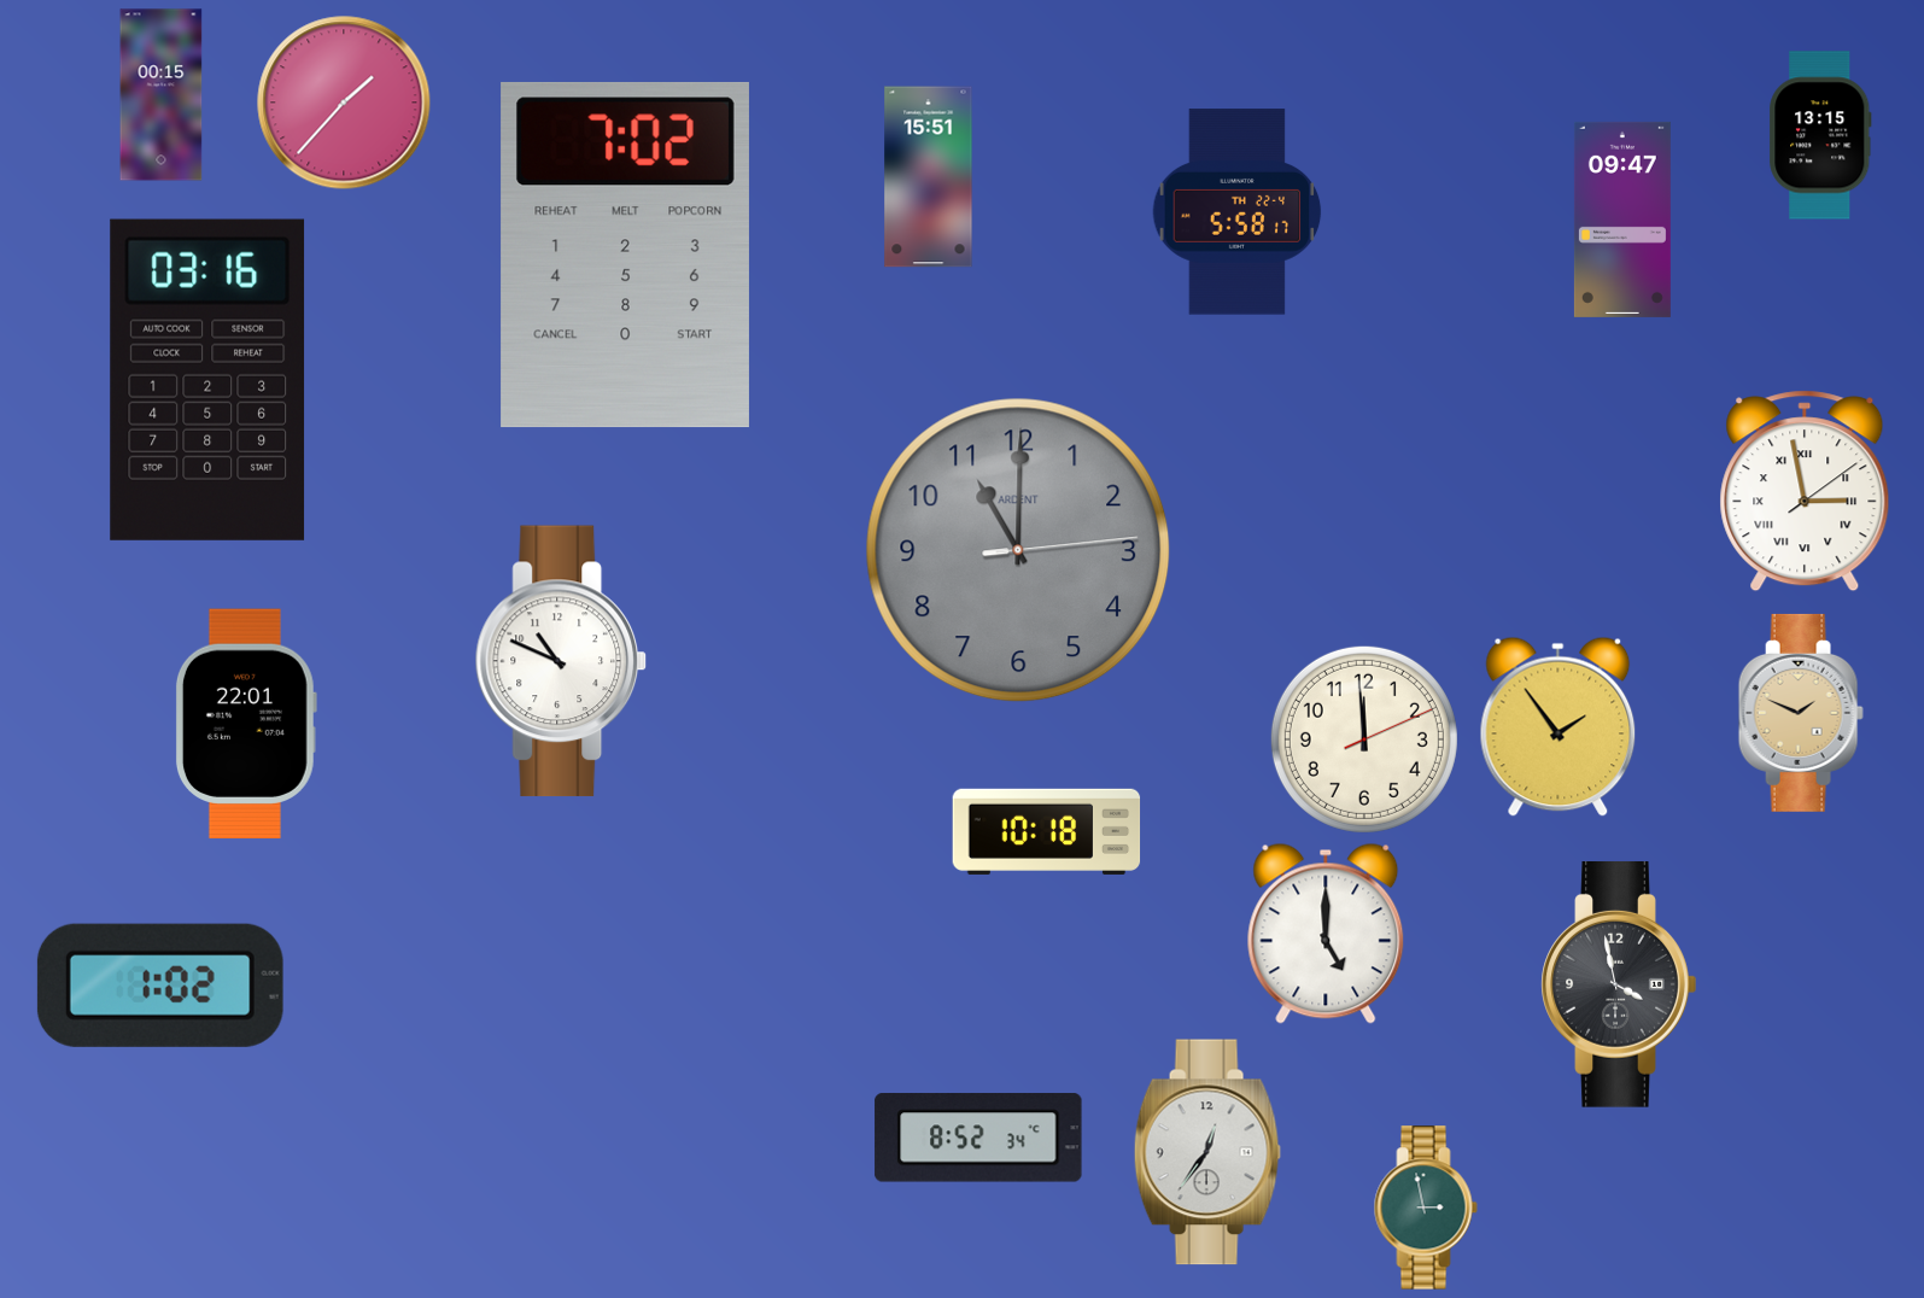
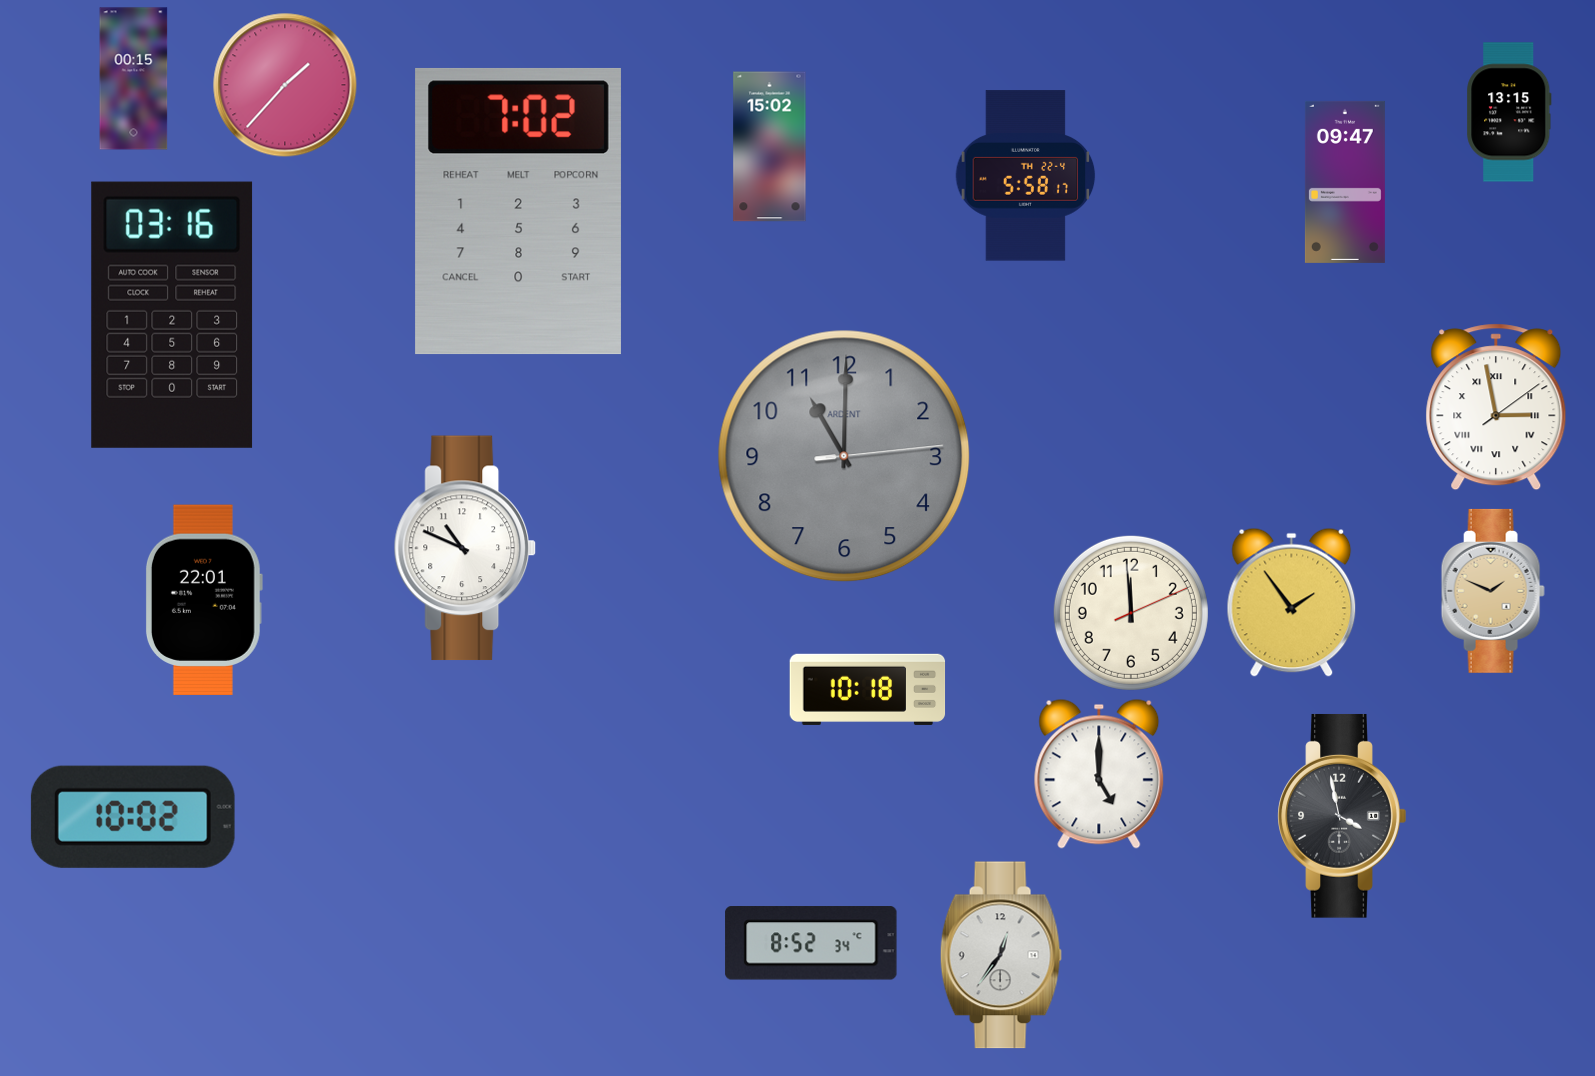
clock at (929, 177): 15:51 -> 15:02
clock at (160, 986): 1:02 -> 10:02
clock at (1426, 1208): 2:58 -> none
